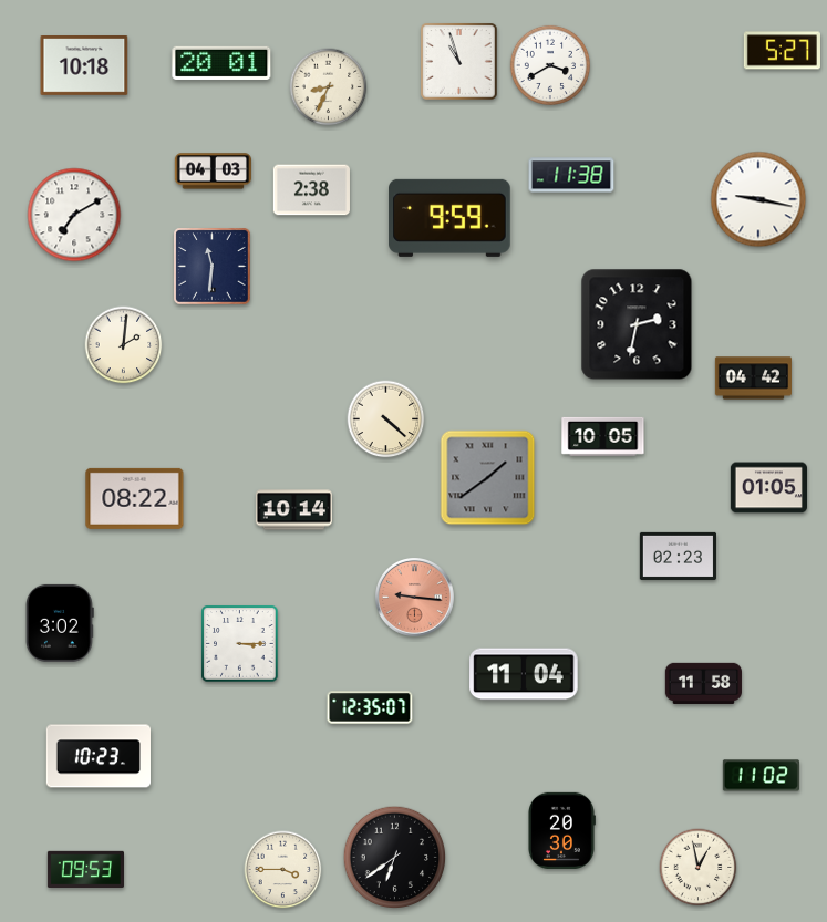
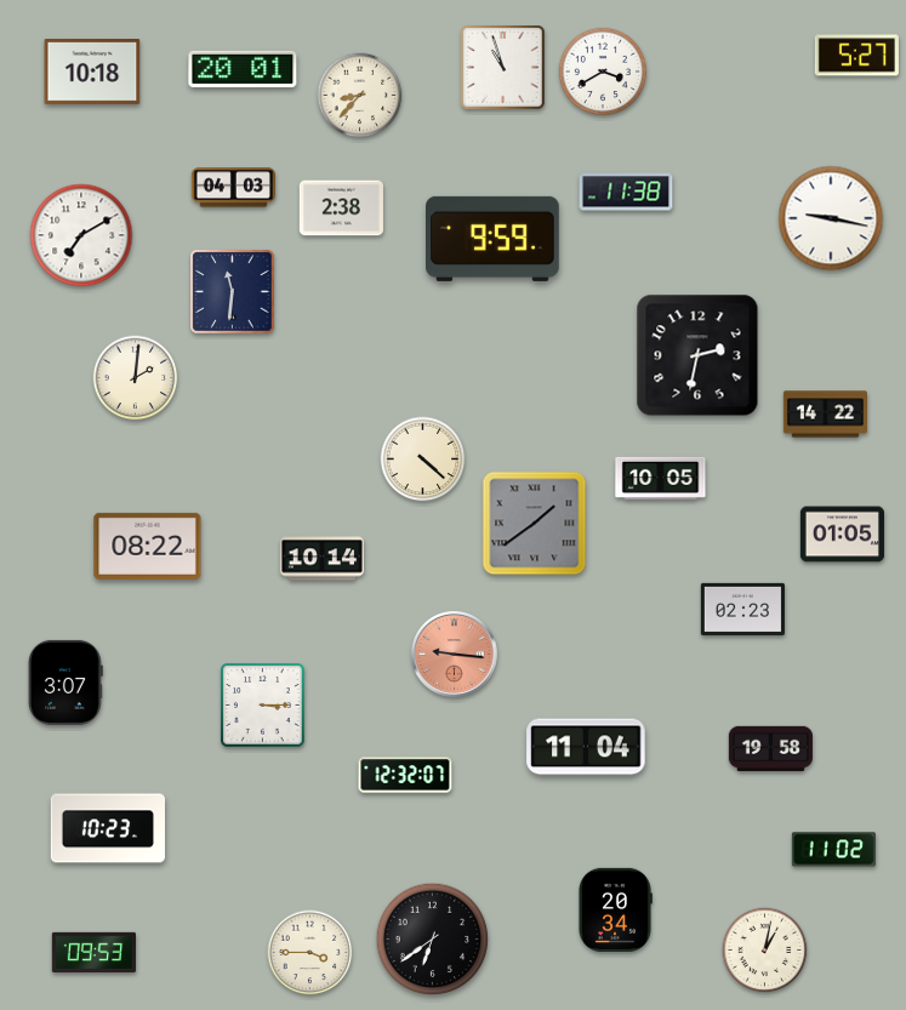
clock at (329, 87): 8:34 -> 8:37
clock at (753, 379): 04:42 -> 14:22
clock at (61, 623): 3:02 -> 3:07
clock at (524, 674) position: (524, 674) -> (586, 747)
clock at (703, 683): 11:58 -> 19:58
clock at (370, 707): 12:35 -> 12:32
clock at (562, 830): 20:30 -> 20:34
clock at (699, 868): 12:58 -> 1:02
